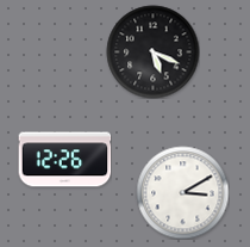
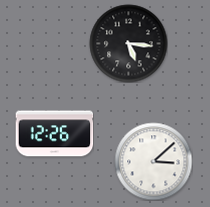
clock at (152, 51): 5:19 -> 5:16
clock at (182, 192): 3:10 -> 3:08
